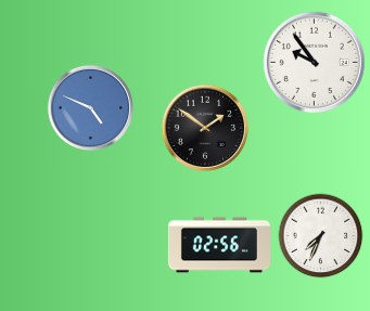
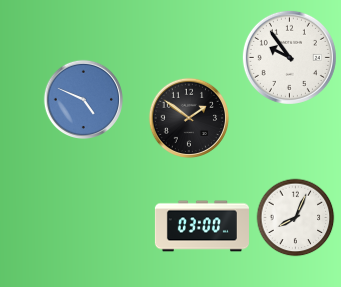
clock at (321, 236): 7:34 -> 8:04
clock at (219, 245): 02:56 -> 03:00
